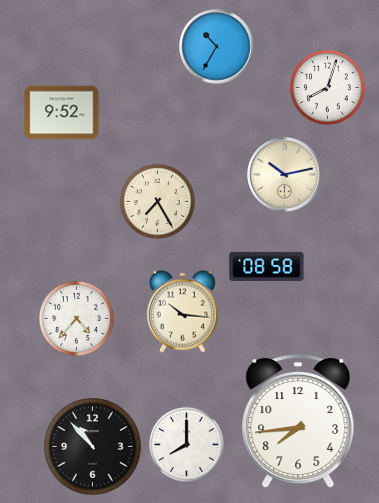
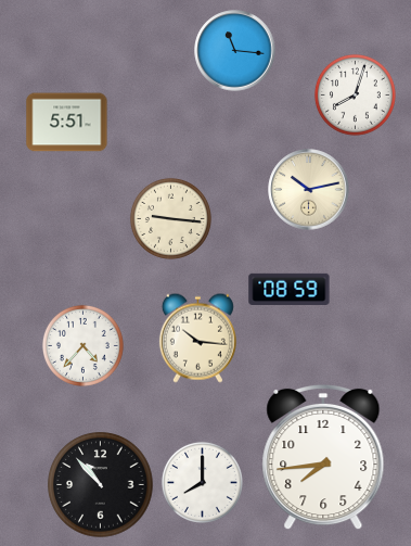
clock at (217, 47): 10:35 -> 11:16
clock at (62, 113): 9:52 -> 5:51
clock at (157, 201): 7:25 -> 9:16
clock at (267, 266): 08:58 -> 08:59
